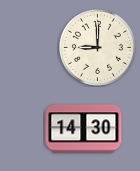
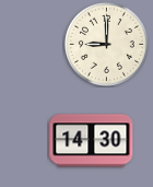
clock at (97, 47) position: (97, 47) -> (106, 44)
